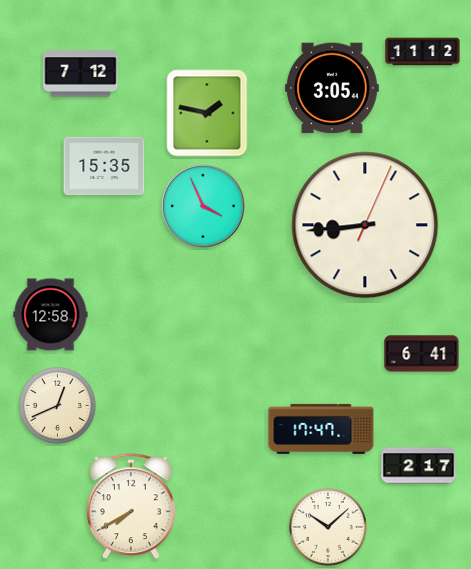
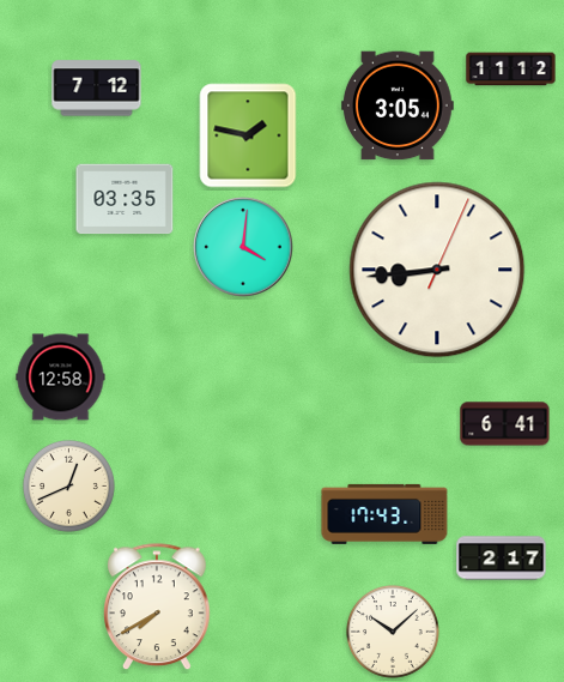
clock at (423, 52) position: (423, 52) -> (511, 70)
clock at (104, 166): 15:35 -> 03:35
clock at (203, 206): 3:56 -> 4:01
clock at (321, 429): 17:47 -> 17:43
